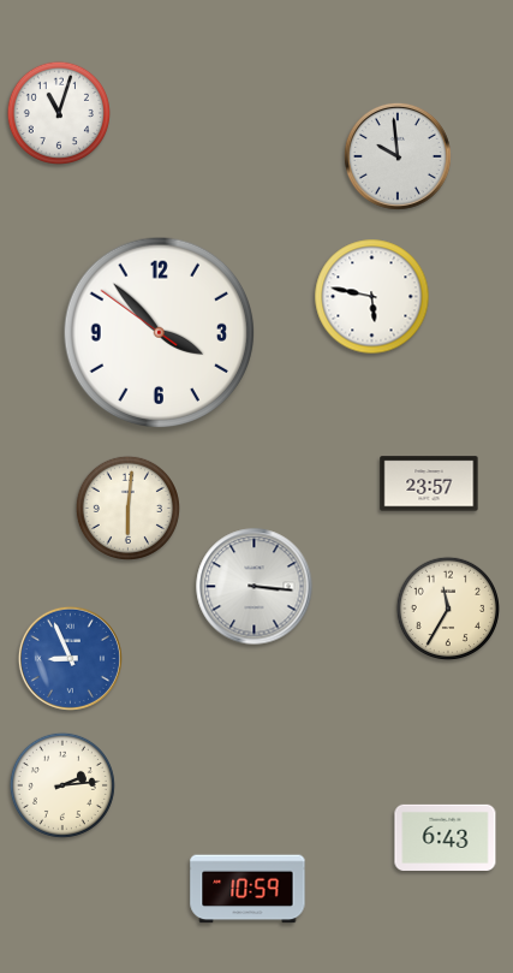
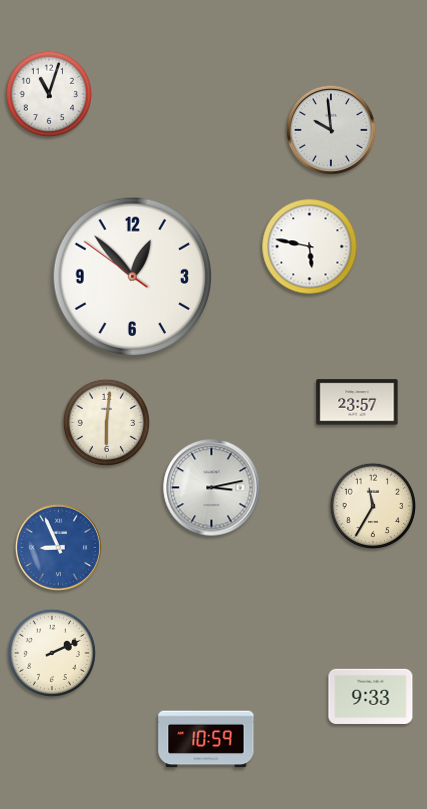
clock at (160, 333): 3:52 -> 12:52
clock at (255, 587): 3:16 -> 3:13
clock at (62, 785): 2:14 -> 2:11
clock at (446, 837): 6:43 -> 9:33
